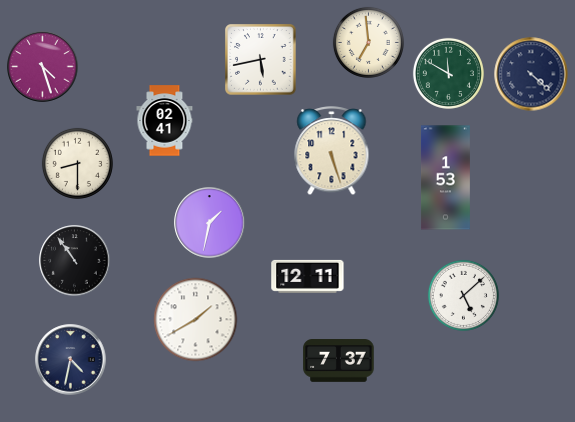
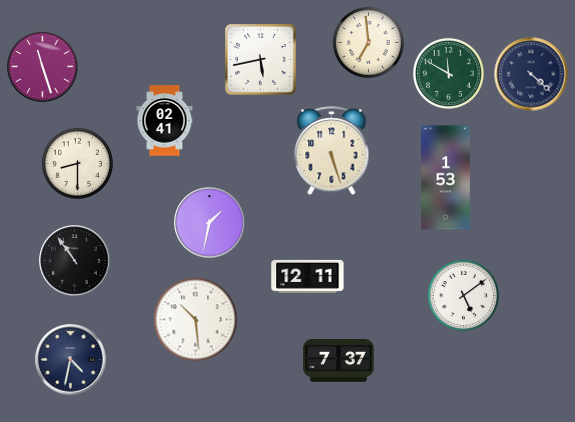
clock at (43, 67): 4:27 -> 11:27
clock at (463, 295): 5:08 -> 5:09
clock at (196, 320): 1:40 -> 10:29
